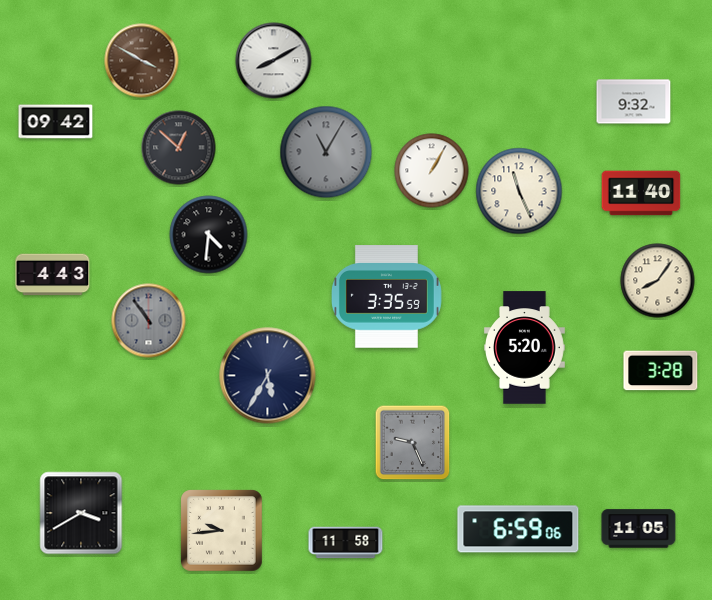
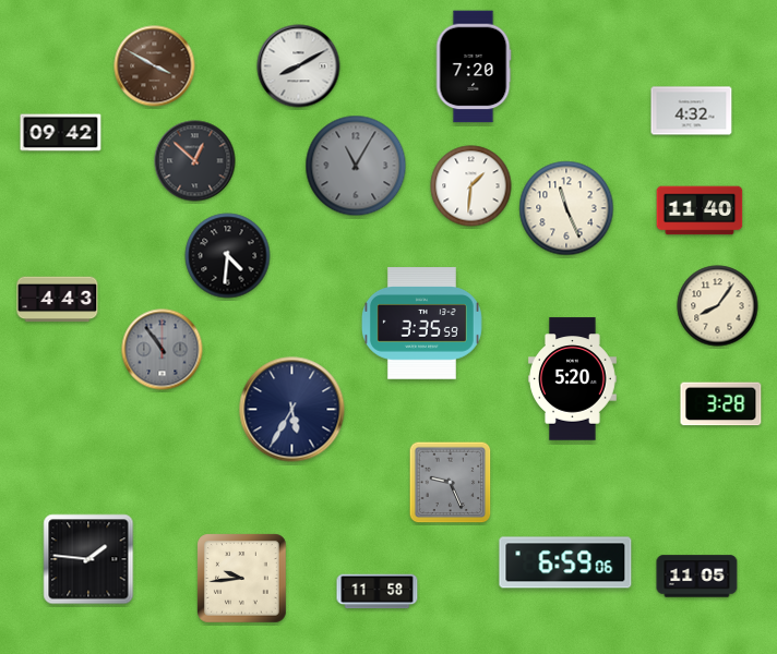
clock at (474, 66): none -> 7:20
clock at (634, 102): 9:32 -> 4:32
clock at (432, 171): 1:05 -> 1:31
clock at (81, 513): 3:40 -> 1:46
clock at (518, 529) position: (518, 529) -> (565, 562)
